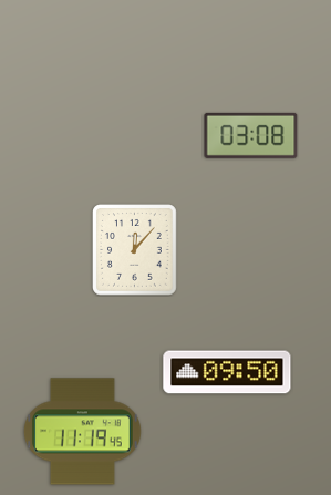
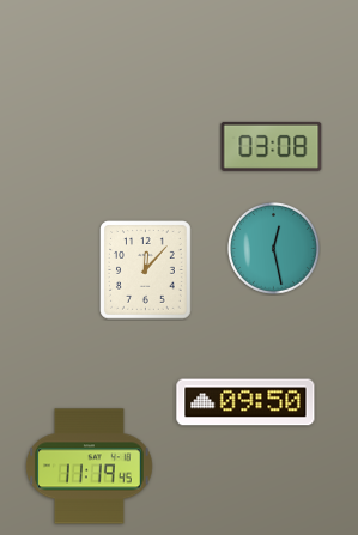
clock at (273, 248): none -> 12:28
